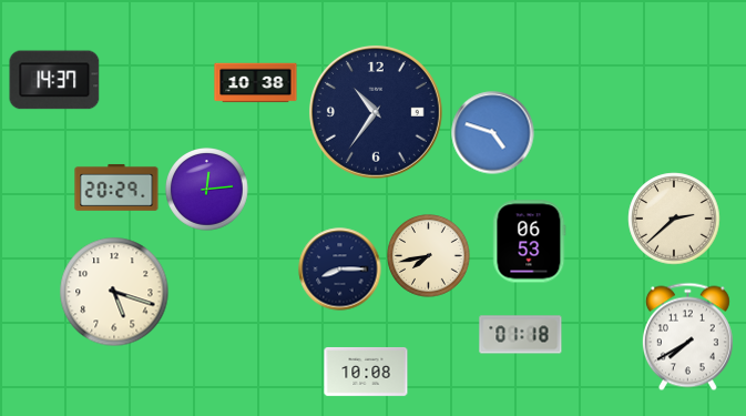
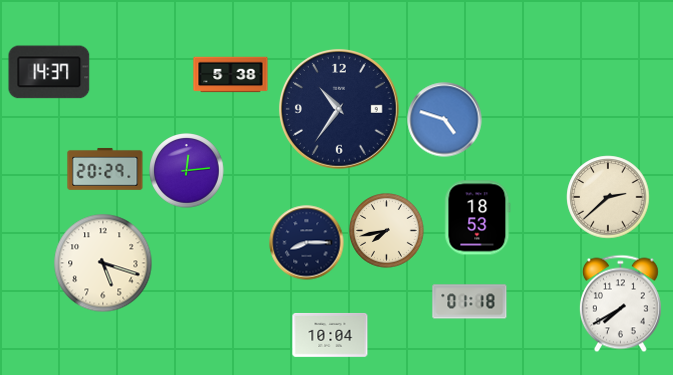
clock at (256, 83): 10:38 -> 5:38
clock at (376, 112) position: (376, 112) -> (339, 109)
clock at (530, 242): 06:53 -> 18:53
clock at (366, 372): 10:08 -> 10:04
